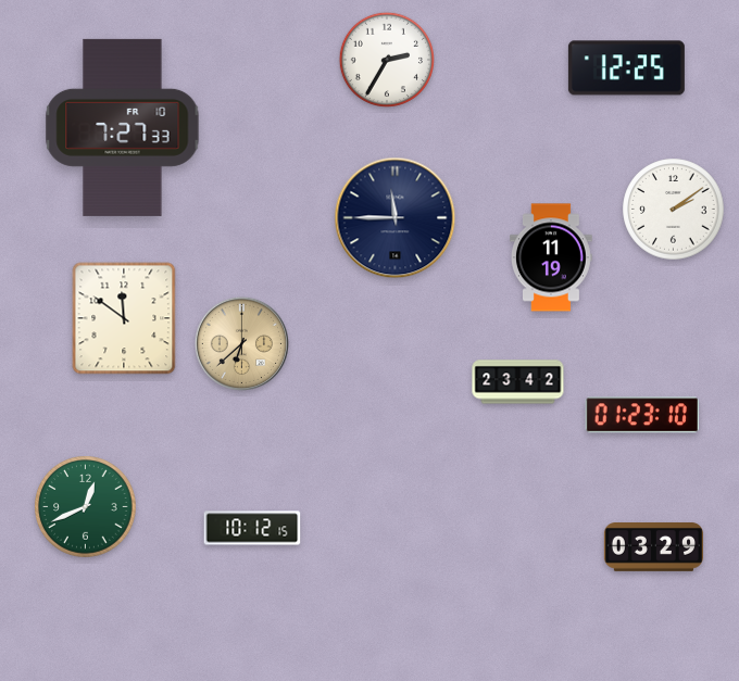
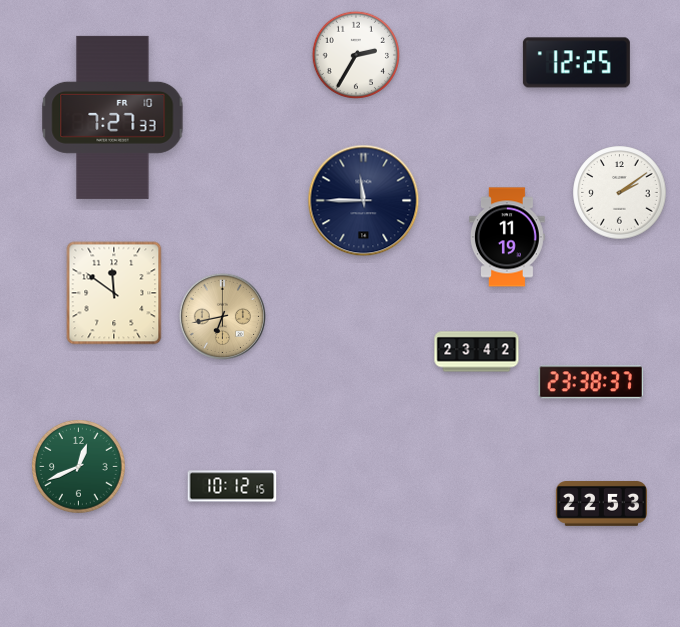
clock at (241, 343): 6:38 -> 6:43
clock at (641, 415): 01:23 -> 23:38
clock at (653, 547): 03:29 -> 22:53
